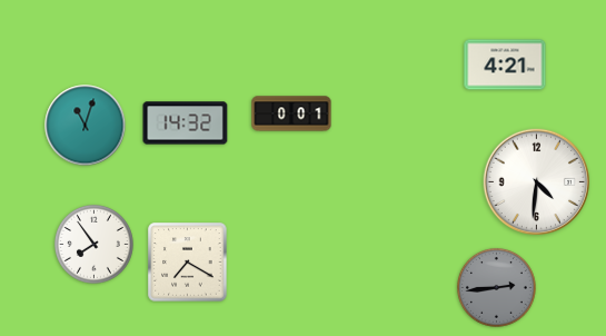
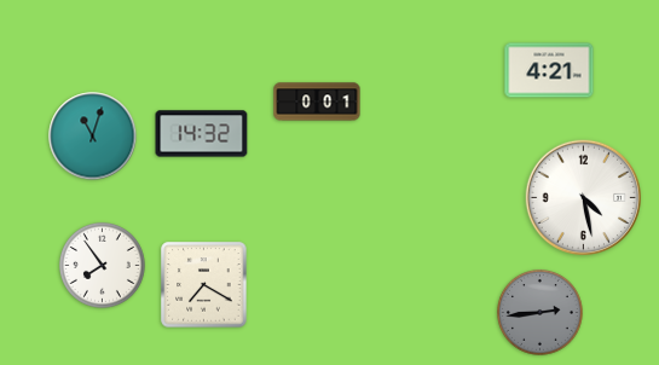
clock at (291, 113) position: (291, 113) -> (317, 102)
clock at (537, 182): 4:31 -> 4:28
